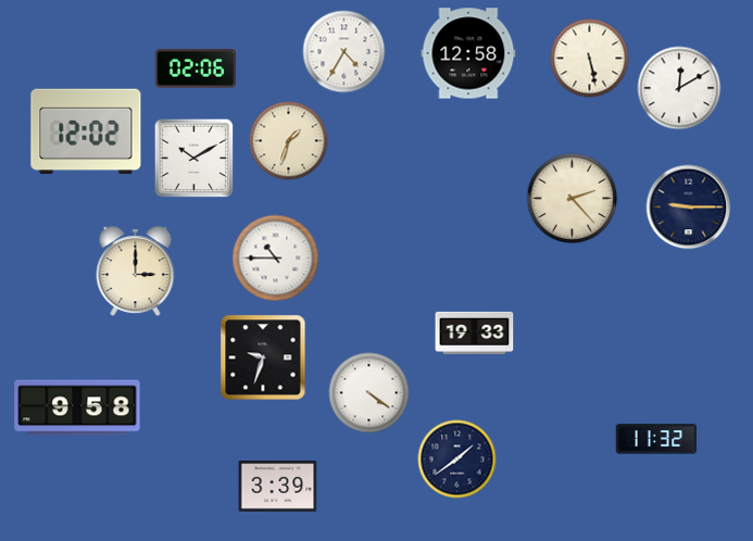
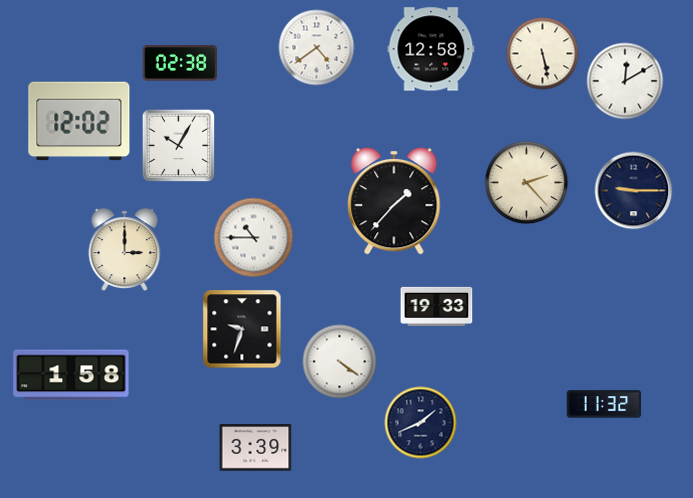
clock at (344, 52): 4:35 -> 4:39
clock at (196, 68): 02:06 -> 02:38
clock at (289, 141): 1:33 -> none
clock at (194, 159): 10:10 -> 10:05
clock at (394, 201): none -> 1:37
clock at (77, 407): 9:58 -> 1:58
clock at (457, 460): 1:39 -> 1:41
